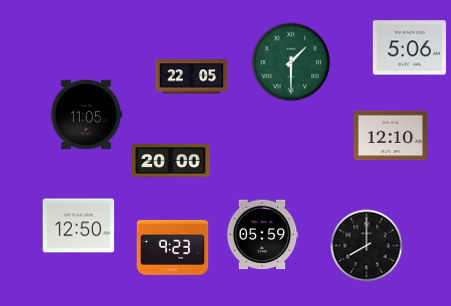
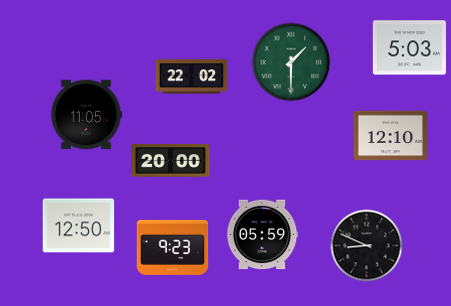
clock at (409, 48): 5:06 -> 5:03
clock at (192, 77): 22:05 -> 22:02
clock at (367, 246): 8:00 -> 8:49
